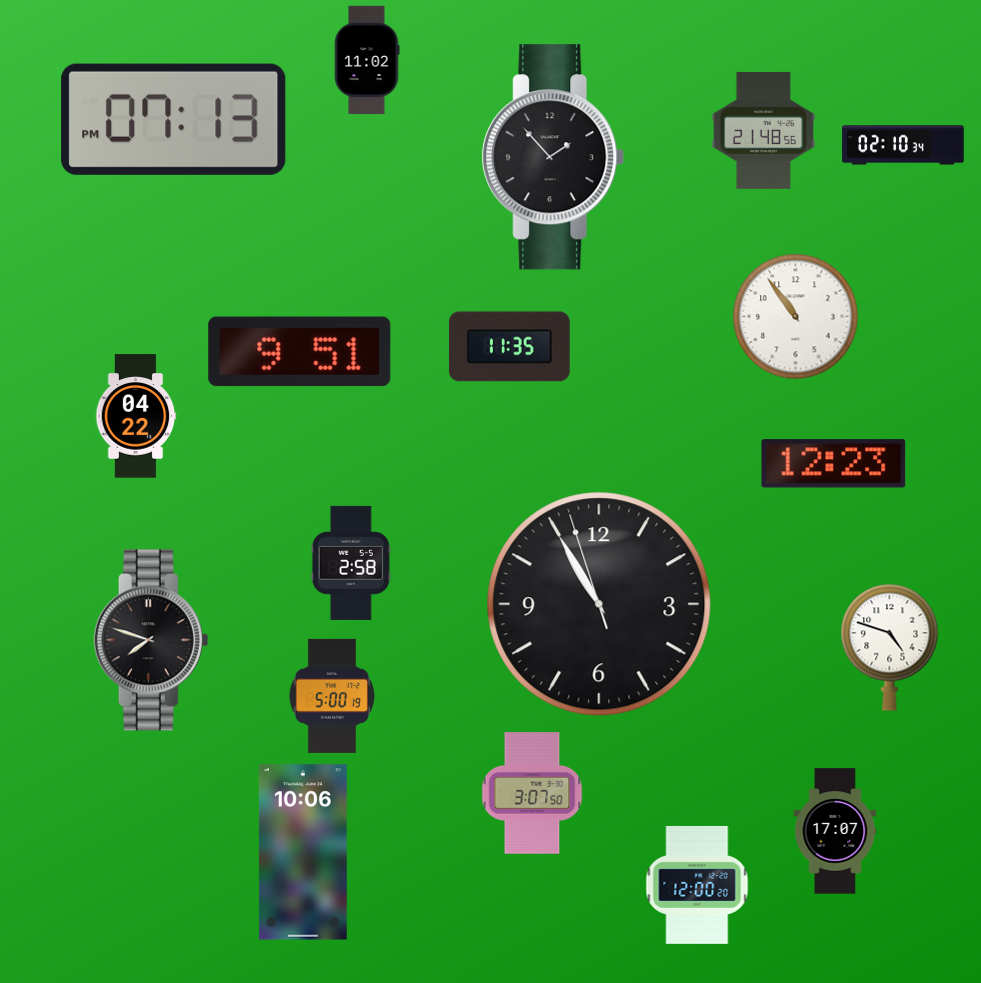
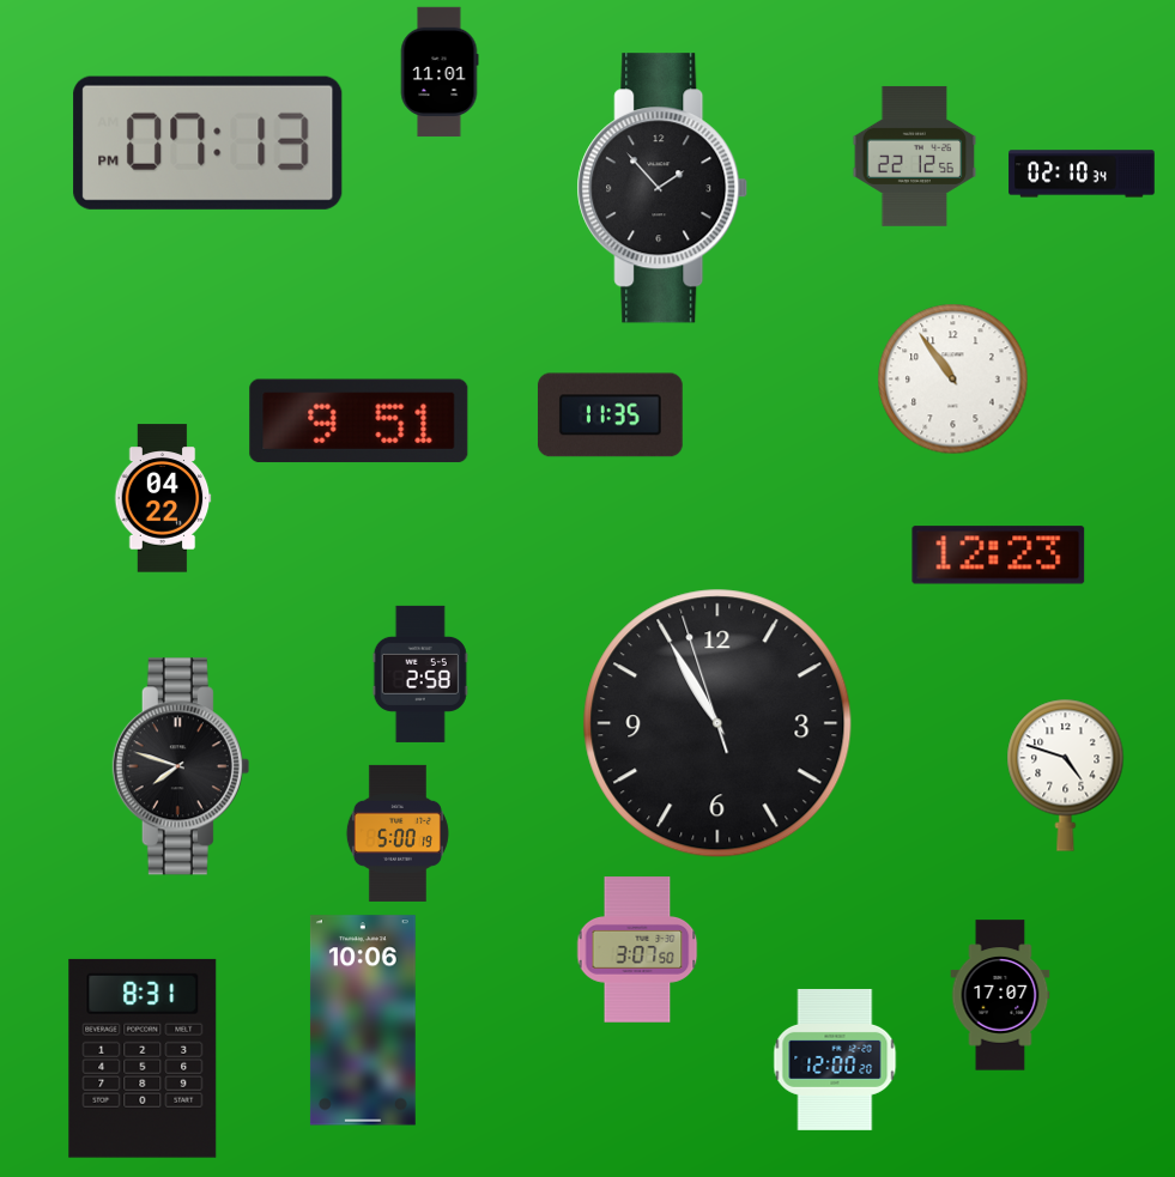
clock at (367, 60): 11:02 -> 11:01
clock at (764, 130): 21:48 -> 22:12
clock at (143, 1058): none -> 8:31
